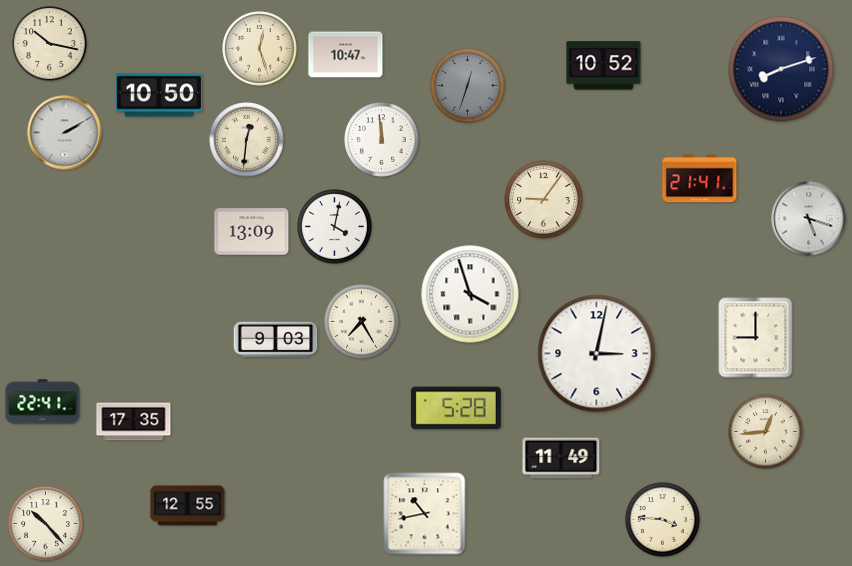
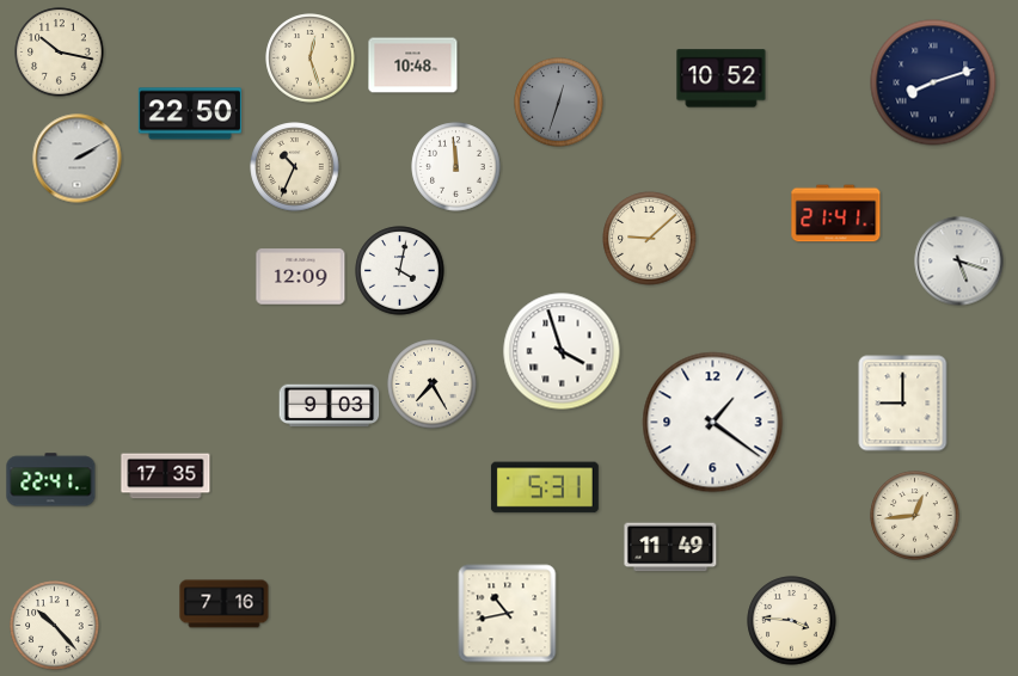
clock at (346, 55): 10:47 -> 10:48
clock at (158, 95): 10:50 -> 22:50
clock at (247, 140): 12:31 -> 10:34
clock at (544, 200): 9:06 -> 9:08
clock at (809, 219) position: (809, 219) -> (959, 262)
clock at (252, 232): 13:09 -> 12:09
clock at (597, 354): 3:02 -> 1:21
clock at (456, 408): 5:28 -> 5:31
clock at (134, 422) position: (134, 422) -> (166, 477)
clock at (188, 506): 12:55 -> 7:16
